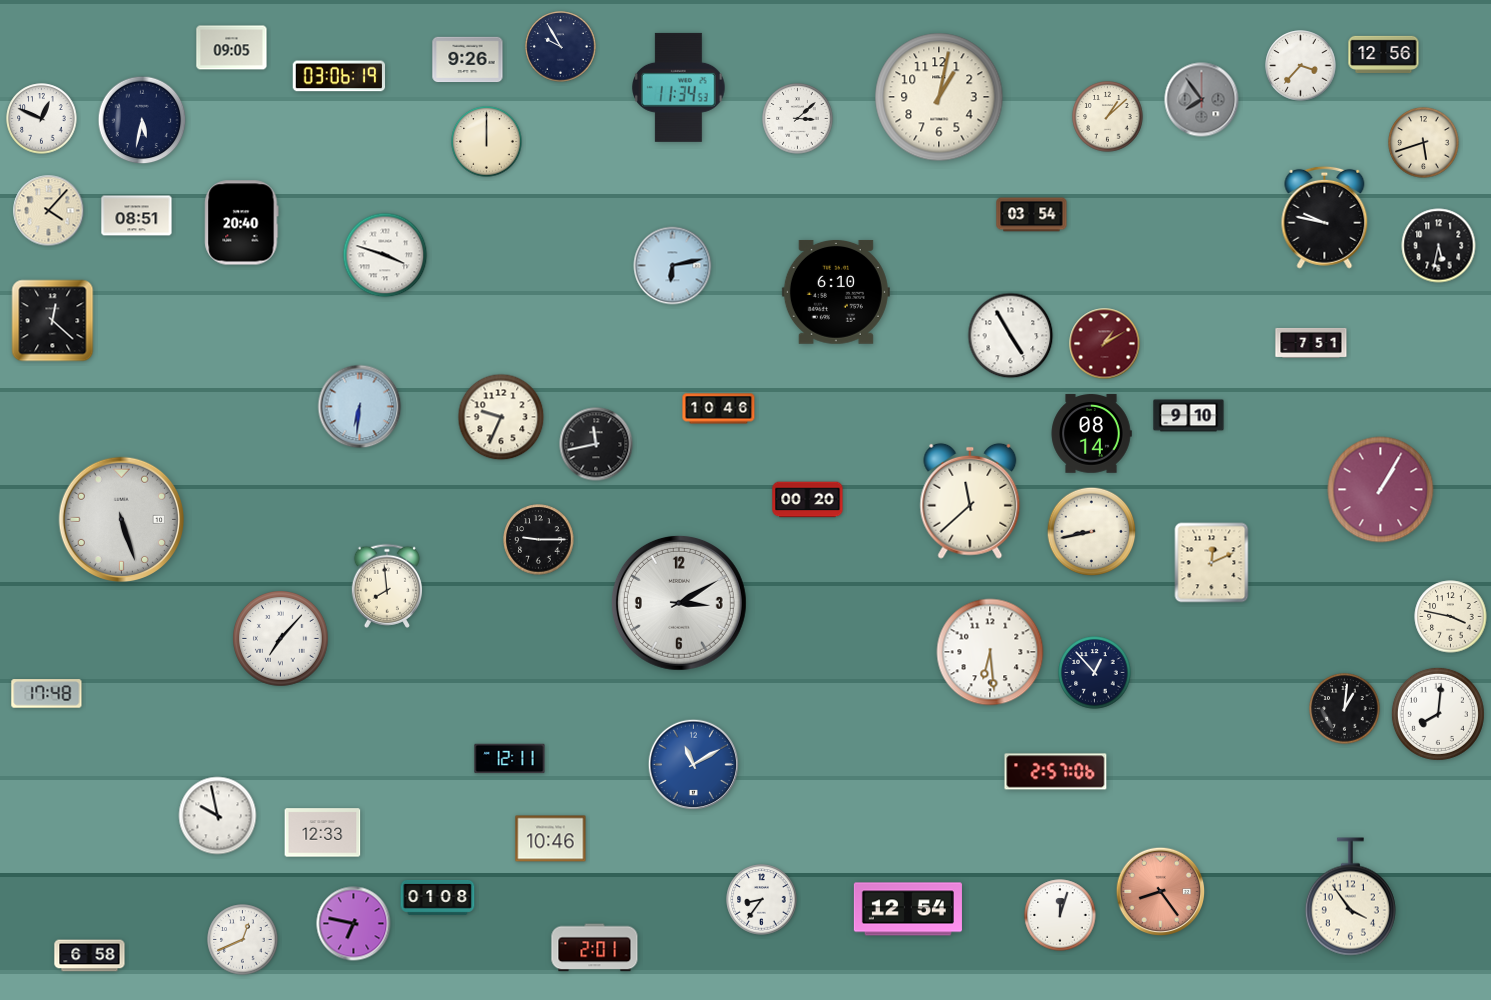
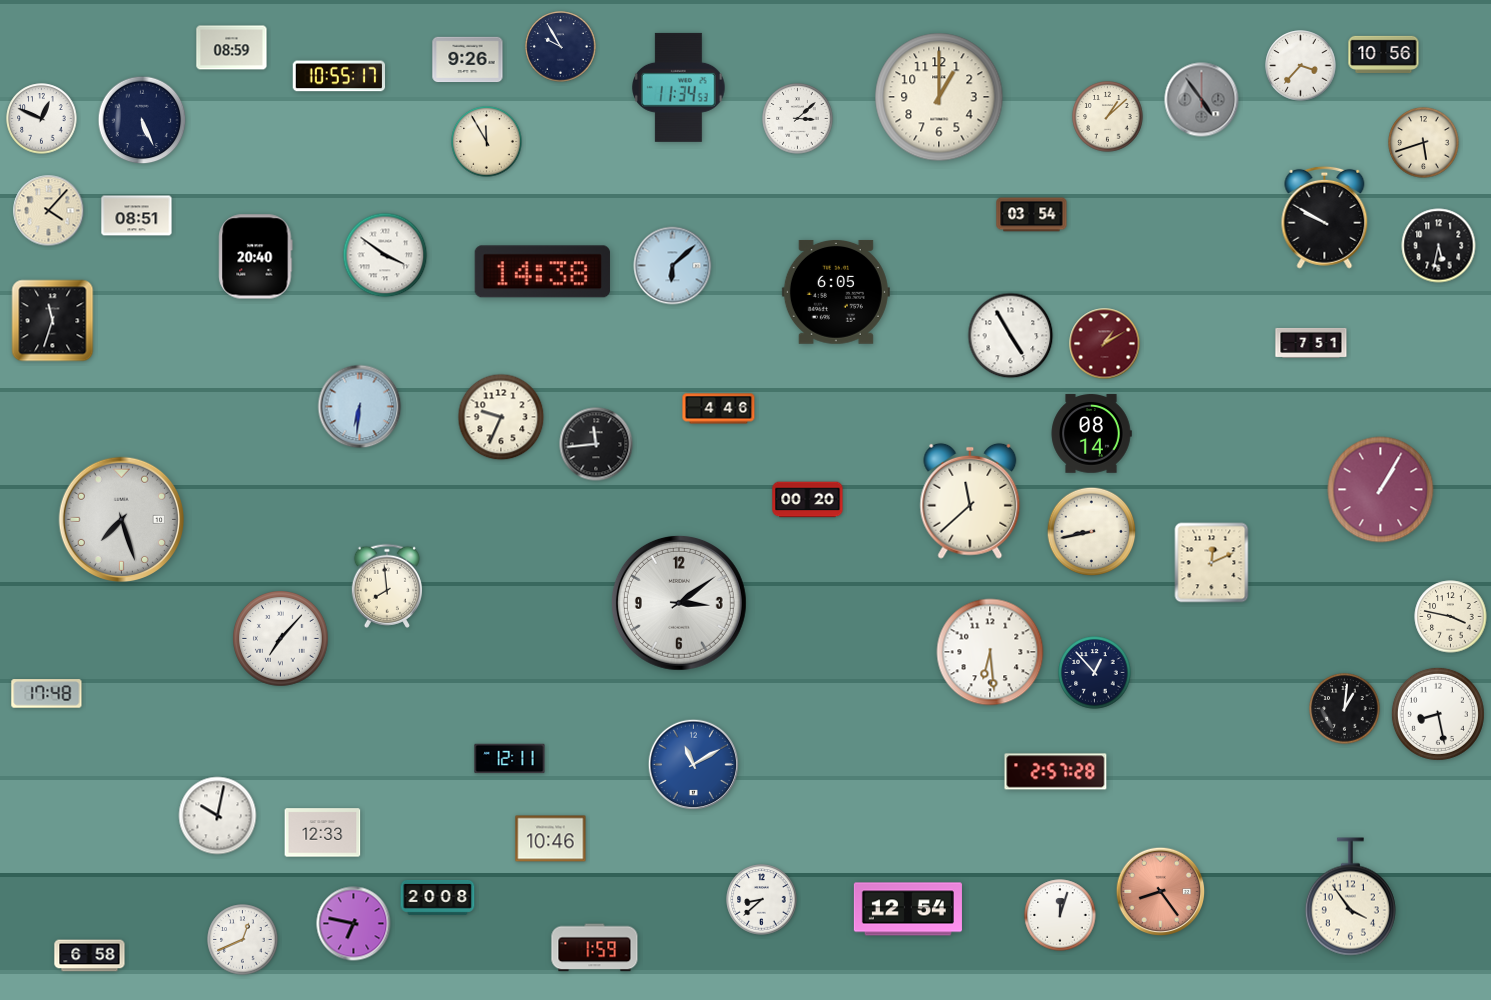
clock at (232, 48): 09:05 -> 08:59
clock at (1384, 54): 12:56 -> 10:56
clock at (338, 76): 03:06 -> 10:55
clock at (939, 97): 1:02 -> 1:00
clock at (1202, 100): 7:54 -> 4:54
clock at (142, 120): 5:32 -> 5:26
clock at (487, 142): 12:00 -> 11:55
clock at (1325, 217): 9:47 -> 9:50
clock at (242, 223) position: (242, 223) -> (256, 257)
clock at (385, 255): 3:48 -> 3:51
clock at (673, 266): 6:13 -> 6:08
clock at (542, 272): none -> 14:38
clock at (836, 292): 6:10 -> 6:05
clock at (53, 321): 12:22 -> 11:33
clock at (719, 409): 10:46 -> 4:46
clock at (1189, 416): 9:10 -> none
clock at (596, 444): 11:43 -> 11:44
clock at (121, 519): 5:27 -> 7:27
clock at (539, 540): 9:15 -> none
clock at (679, 603): 3:10 -> 3:09
clock at (1438, 714): 8:01 -> 8:28
clock at (1056, 772): 2:57:06 -> 2:57:28
clock at (218, 816): 9:58 -> 10:02
clock at (438, 897): 01:08 -> 20:08
clock at (762, 900): 8:36 -> 8:38
clock at (595, 948): 2:01 -> 1:59
